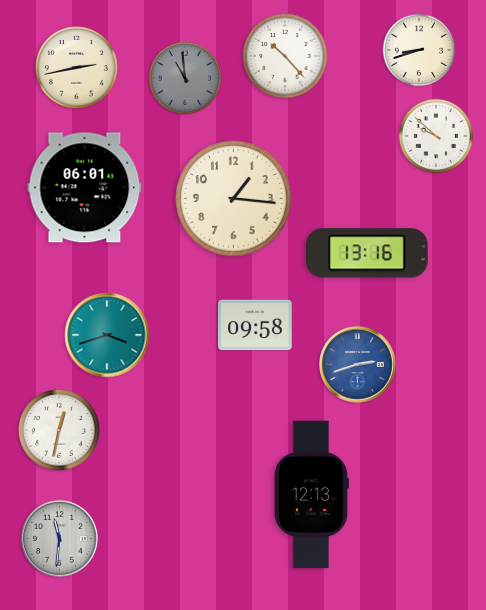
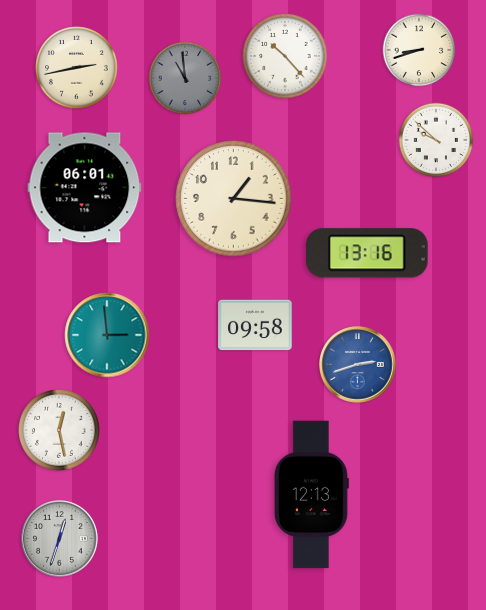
clock at (436, 136) position: (436, 136) -> (436, 140)
clock at (107, 335): 3:42 -> 2:59
clock at (60, 431): 12:32 -> 12:28
clock at (60, 539): 11:31 -> 12:33
